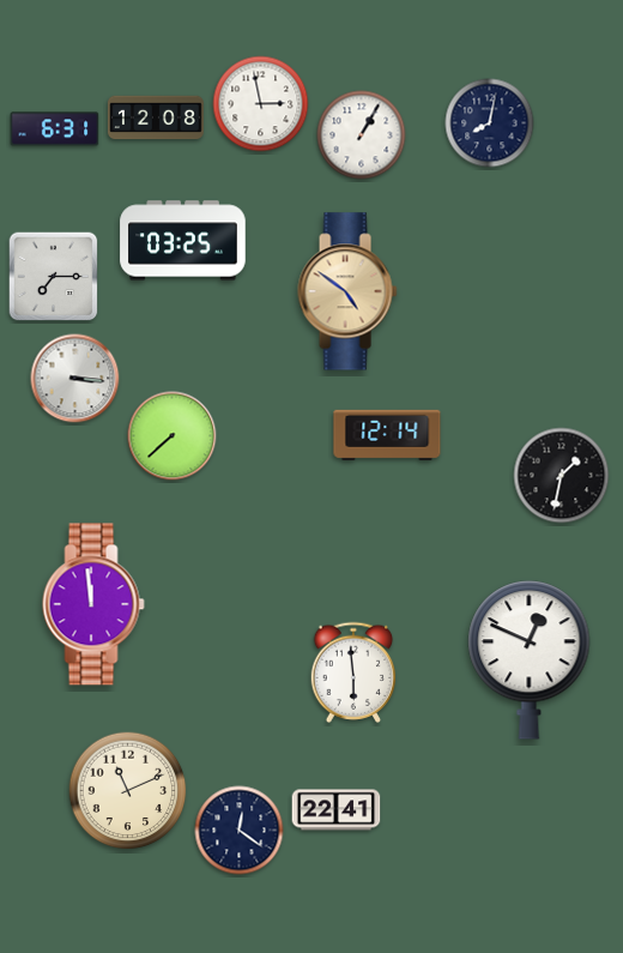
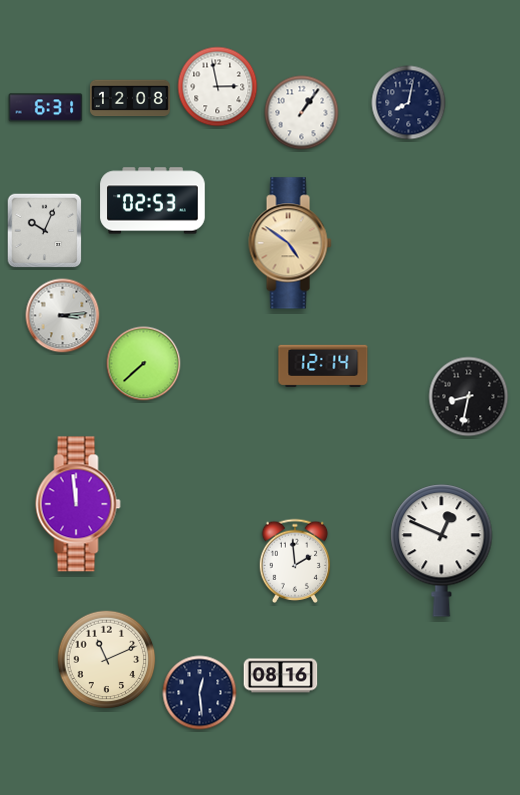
clock at (362, 135): 1:05 -> 1:06
clock at (183, 241): 03:25 -> 02:53
clock at (54, 277): 7:15 -> 10:04
clock at (75, 379): 3:16 -> 3:14
clock at (387, 435) position: (387, 435) -> (323, 366)
clock at (562, 476): 1:32 -> 8:32
clock at (353, 671): 5:59 -> 1:59
clock at (337, 810): 22:41 -> 08:16
clock at (240, 831): 12:21 -> 12:29
